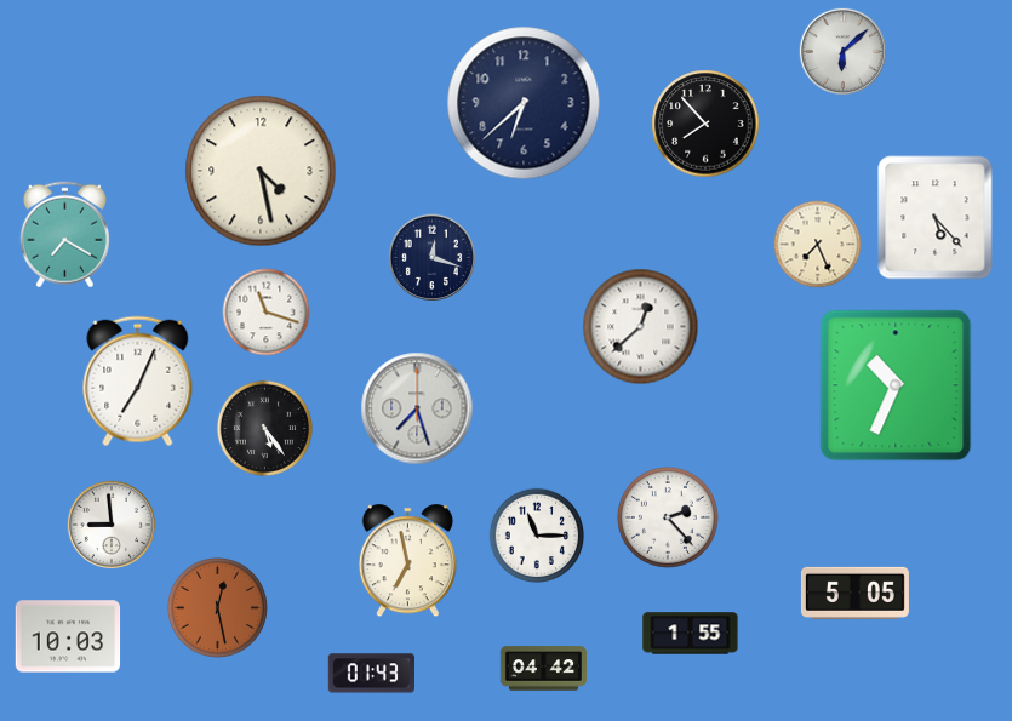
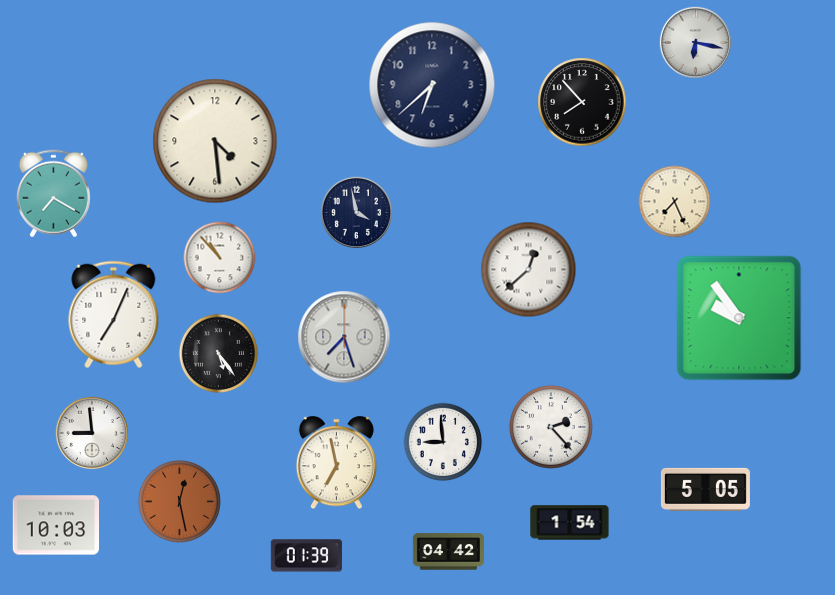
clock at (844, 52): 6:08 -> 6:17
clock at (261, 171): 4:28 -> 4:29
clock at (936, 218): 5:23 -> none
clock at (433, 258): 12:18 -> 3:58
clock at (267, 313): 11:18 -> 10:53
clock at (896, 385): 10:34 -> 9:54
clock at (537, 536): 11:15 -> 8:59
clock at (691, 634): 1:55 -> 1:54
clock at (371, 674): 01:43 -> 01:39
